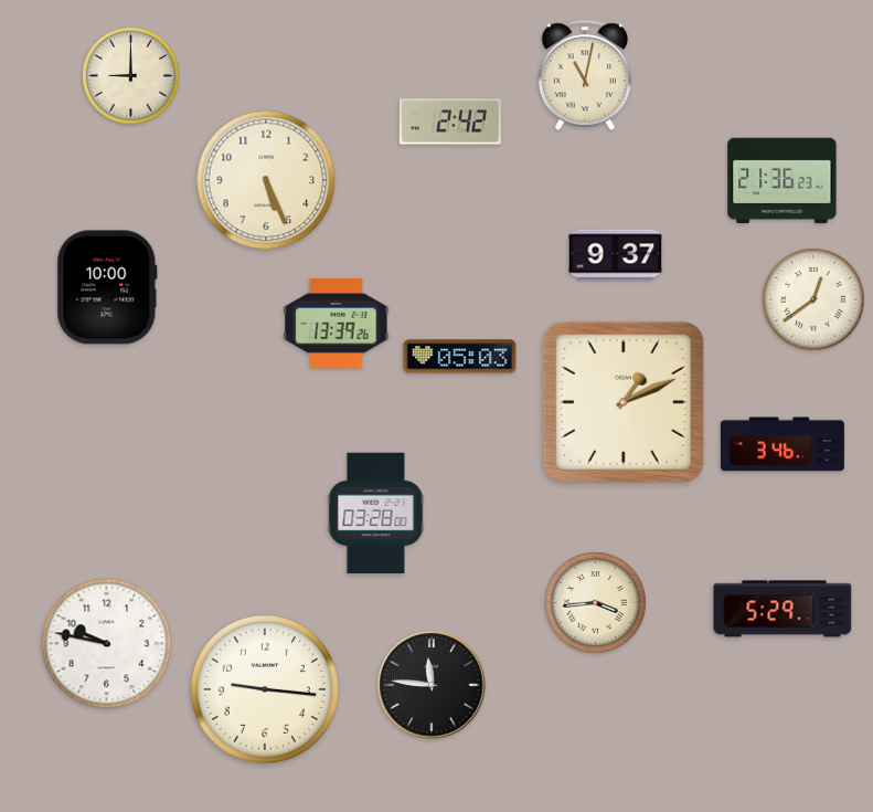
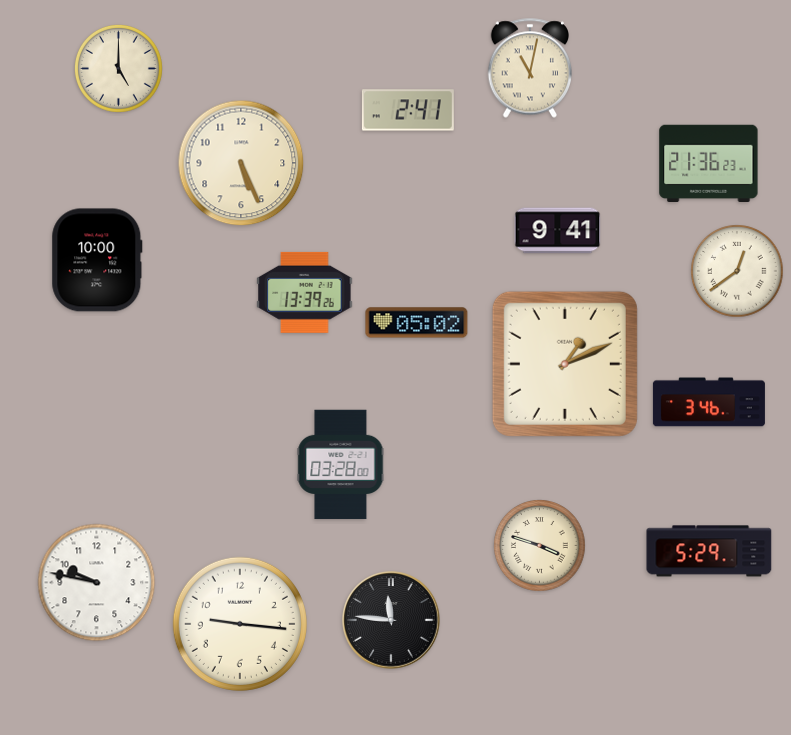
clock at (130, 75): 9:00 -> 5:00
clock at (450, 122): 2:42 -> 2:41
clock at (616, 255): 9:37 -> 9:41
clock at (460, 357): 05:03 -> 05:02
clock at (596, 603): 3:44 -> 3:48
